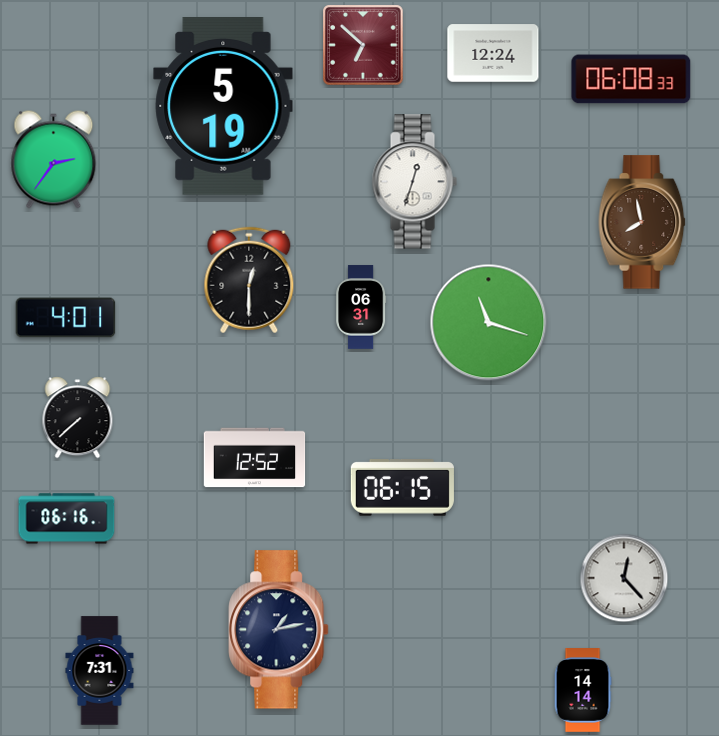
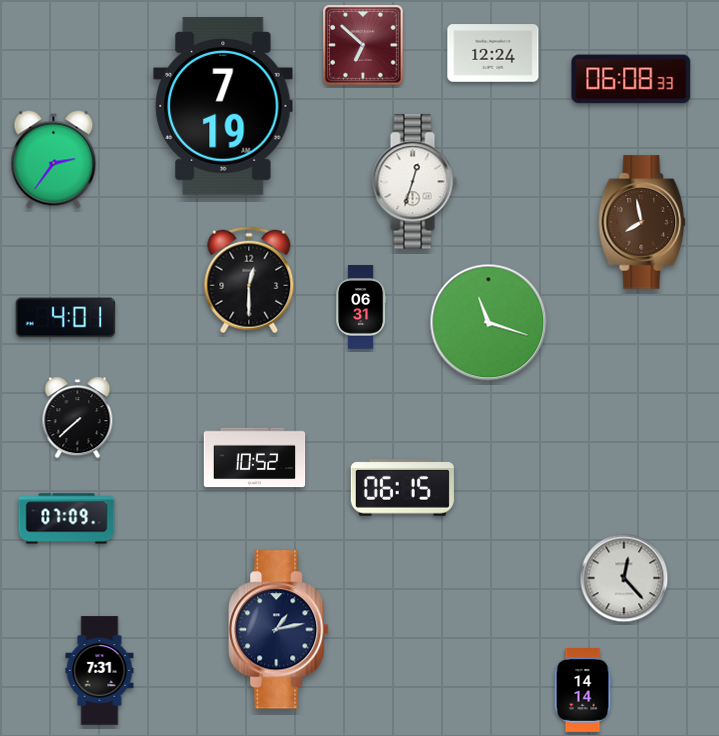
clock at (223, 107): 5:19 -> 7:19
clock at (255, 458): 12:52 -> 10:52
clock at (67, 519): 06:16 -> 07:09
